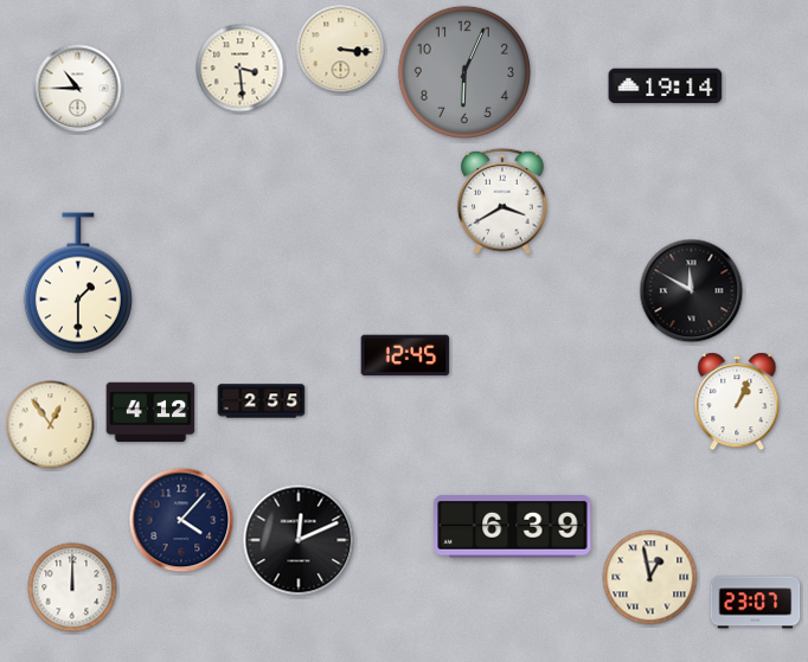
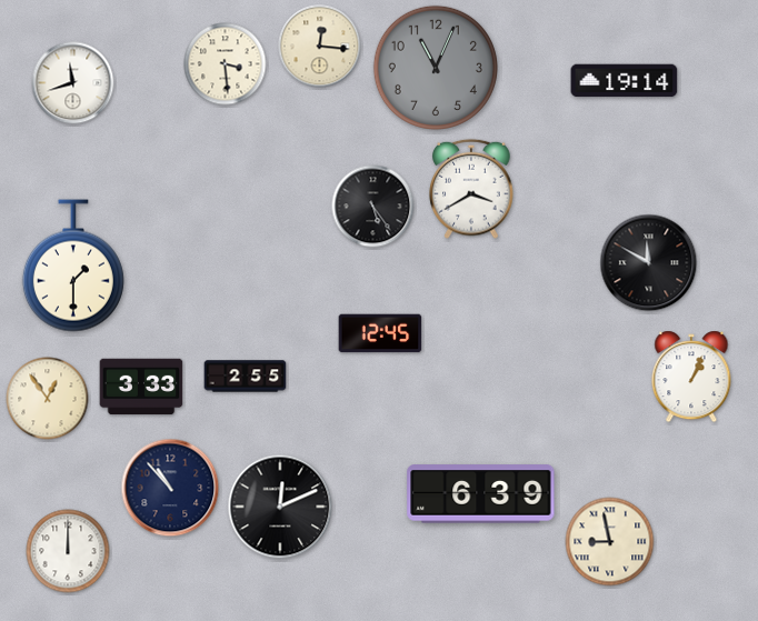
clock at (341, 50): 3:16 -> 12:16
clock at (464, 72): 6:04 -> 11:04
clock at (78, 89): 10:45 -> 11:42
clock at (373, 207): none -> 5:24
clock at (692, 291) position: (692, 291) -> (649, 263)
clock at (150, 412): 4:12 -> 3:33
clock at (181, 520): 4:07 -> 10:53
clock at (650, 578): 12:58 -> 8:58
clock at (756, 603): 23:07 -> none
